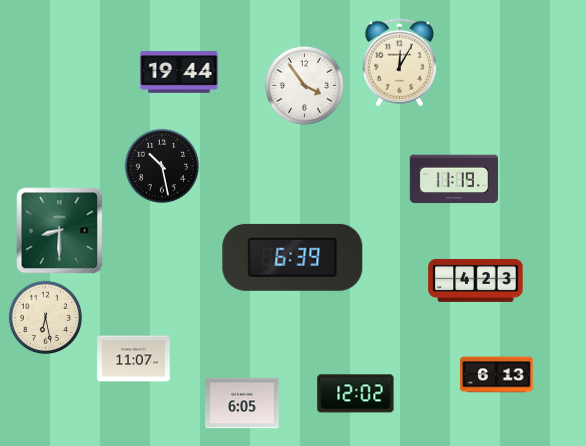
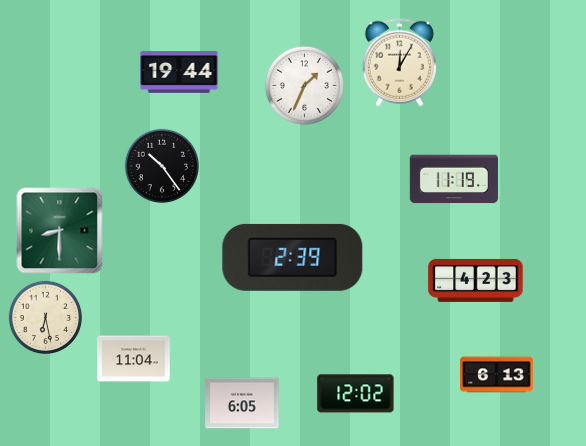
clock at (304, 85): 3:54 -> 1:34
clock at (162, 166): 10:28 -> 10:24
clock at (293, 257): 6:39 -> 2:39
clock at (134, 359): 11:07 -> 11:04
